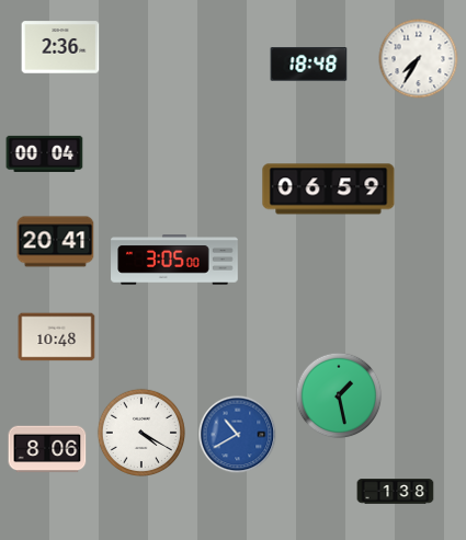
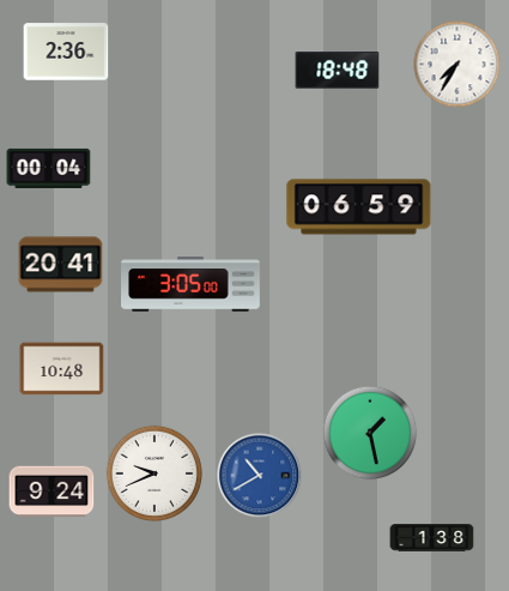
clock at (140, 432): 4:20 -> 9:41
clock at (47, 449): 8:06 -> 9:24
